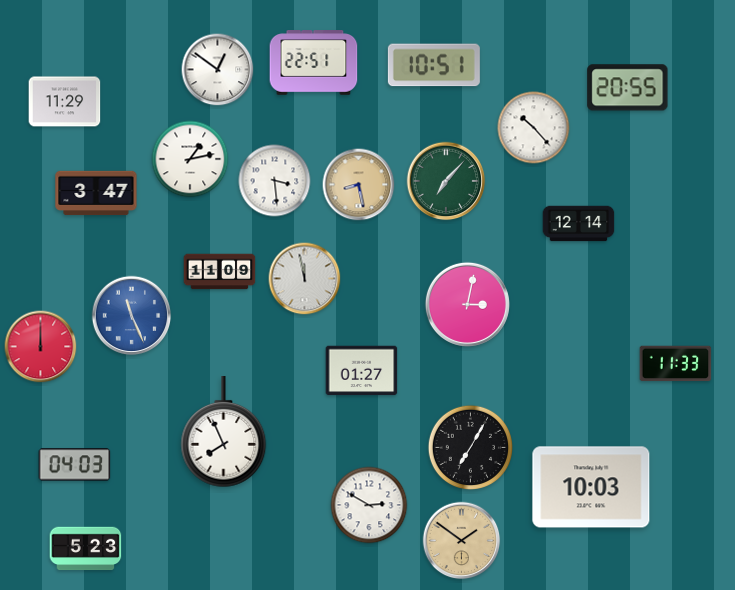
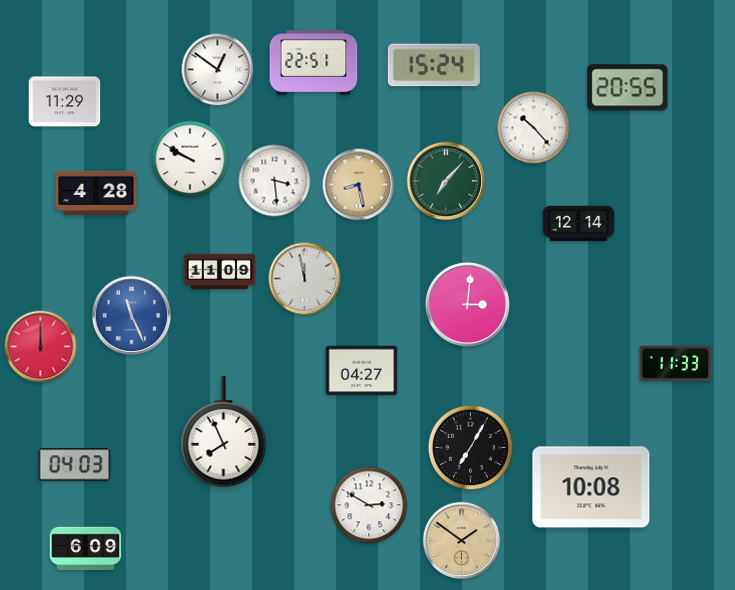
clock at (434, 65): 10:51 -> 15:24
clock at (190, 159): 1:13 -> 9:50
clock at (96, 193): 3:47 -> 4:28
clock at (467, 304): 3:02 -> 3:01
clock at (362, 371): 01:27 -> 04:27
clock at (591, 487): 10:03 -> 10:08
clock at (86, 549): 5:23 -> 6:09
